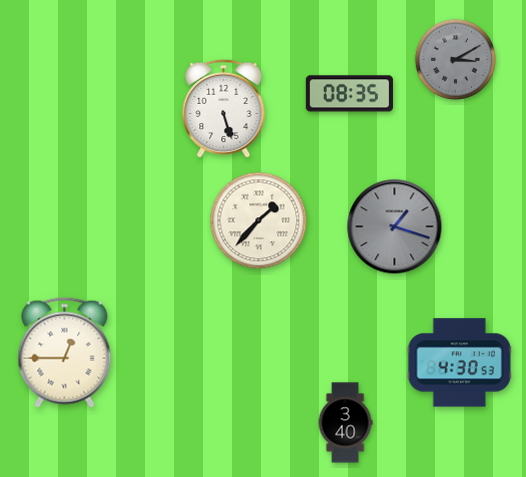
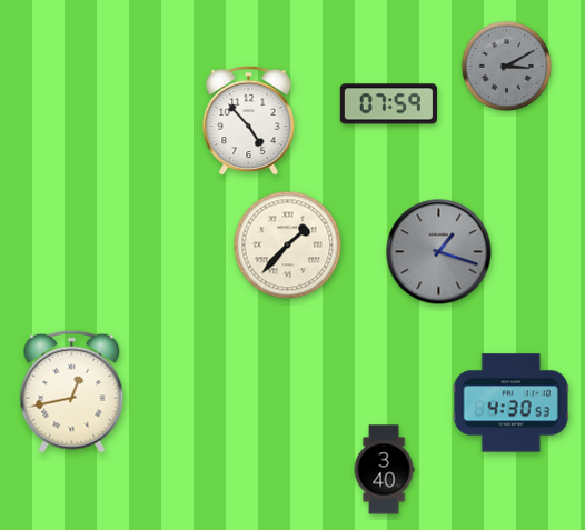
clock at (349, 94): 08:35 -> 07:59
clock at (224, 109): 5:27 -> 4:53
clock at (65, 352): 12:45 -> 12:43
